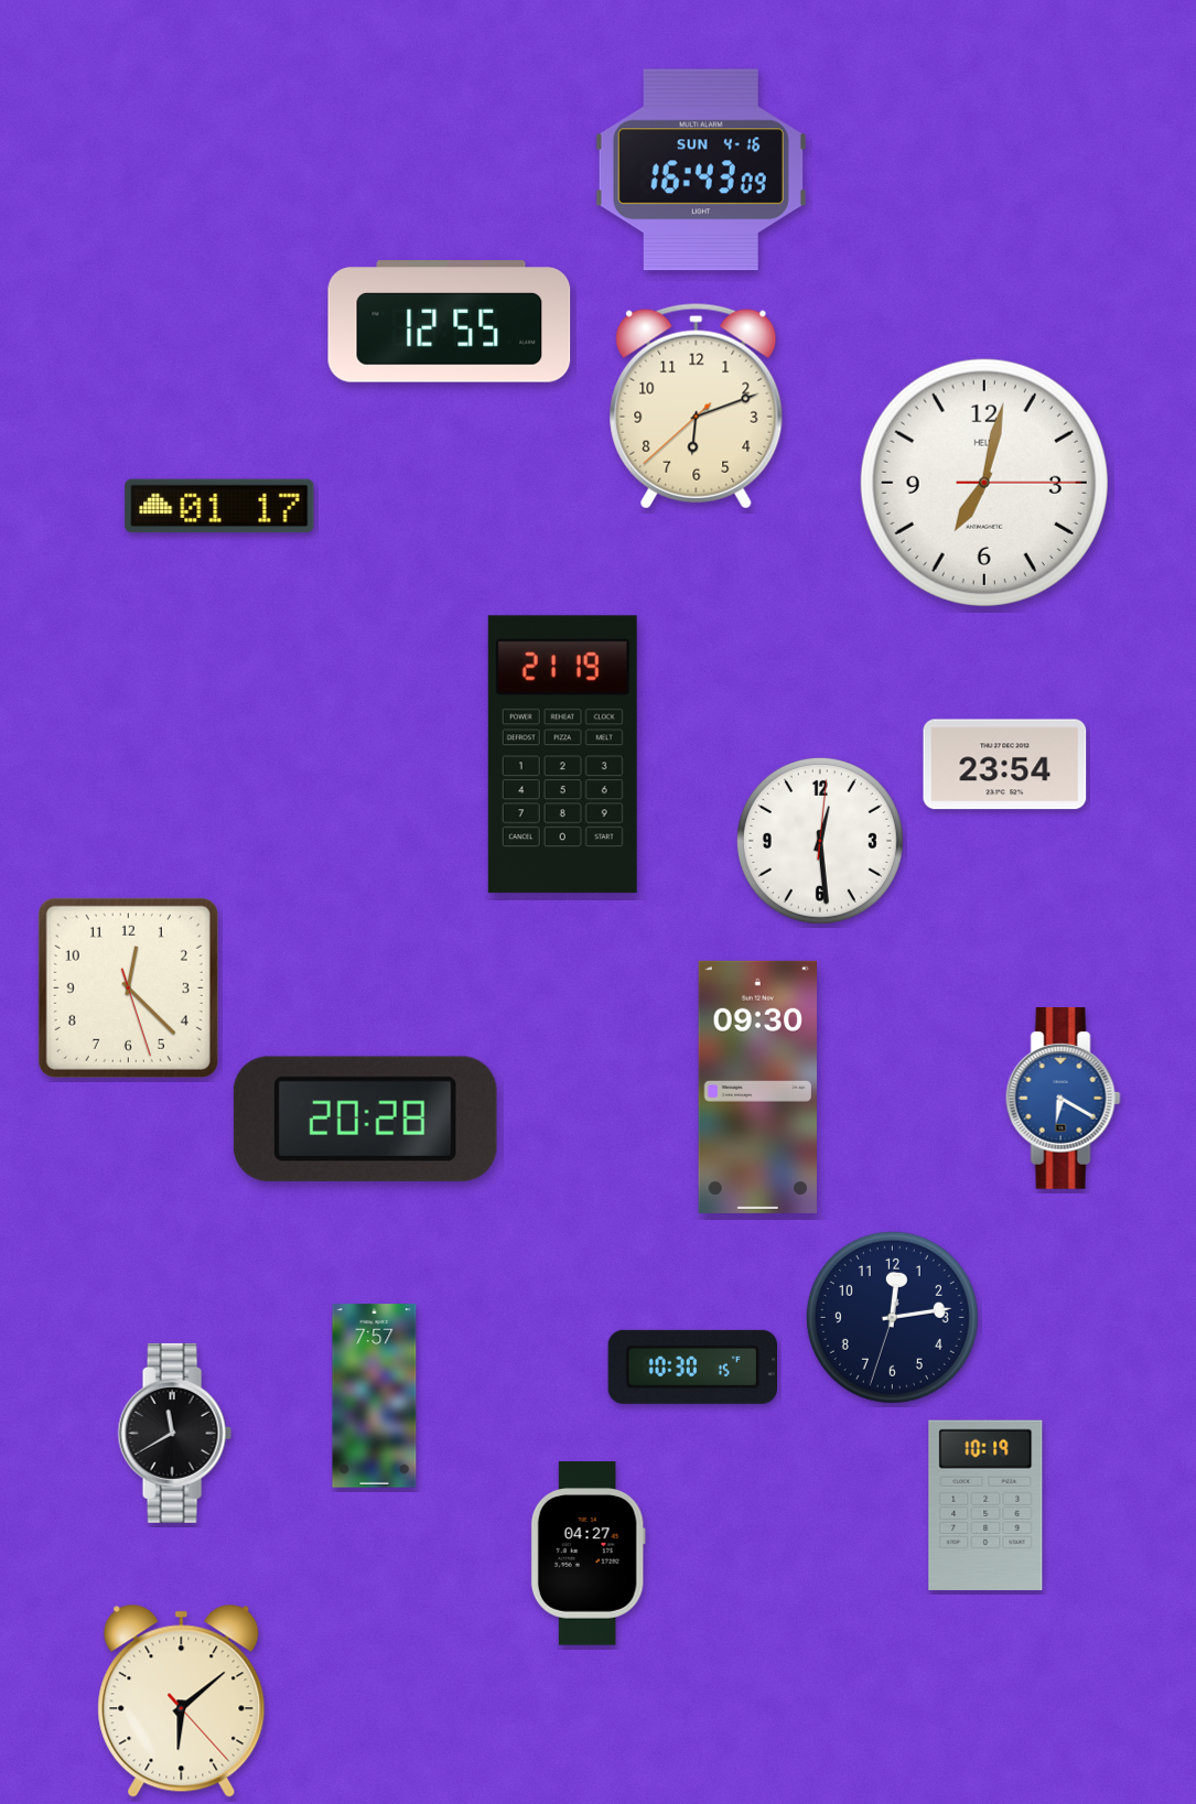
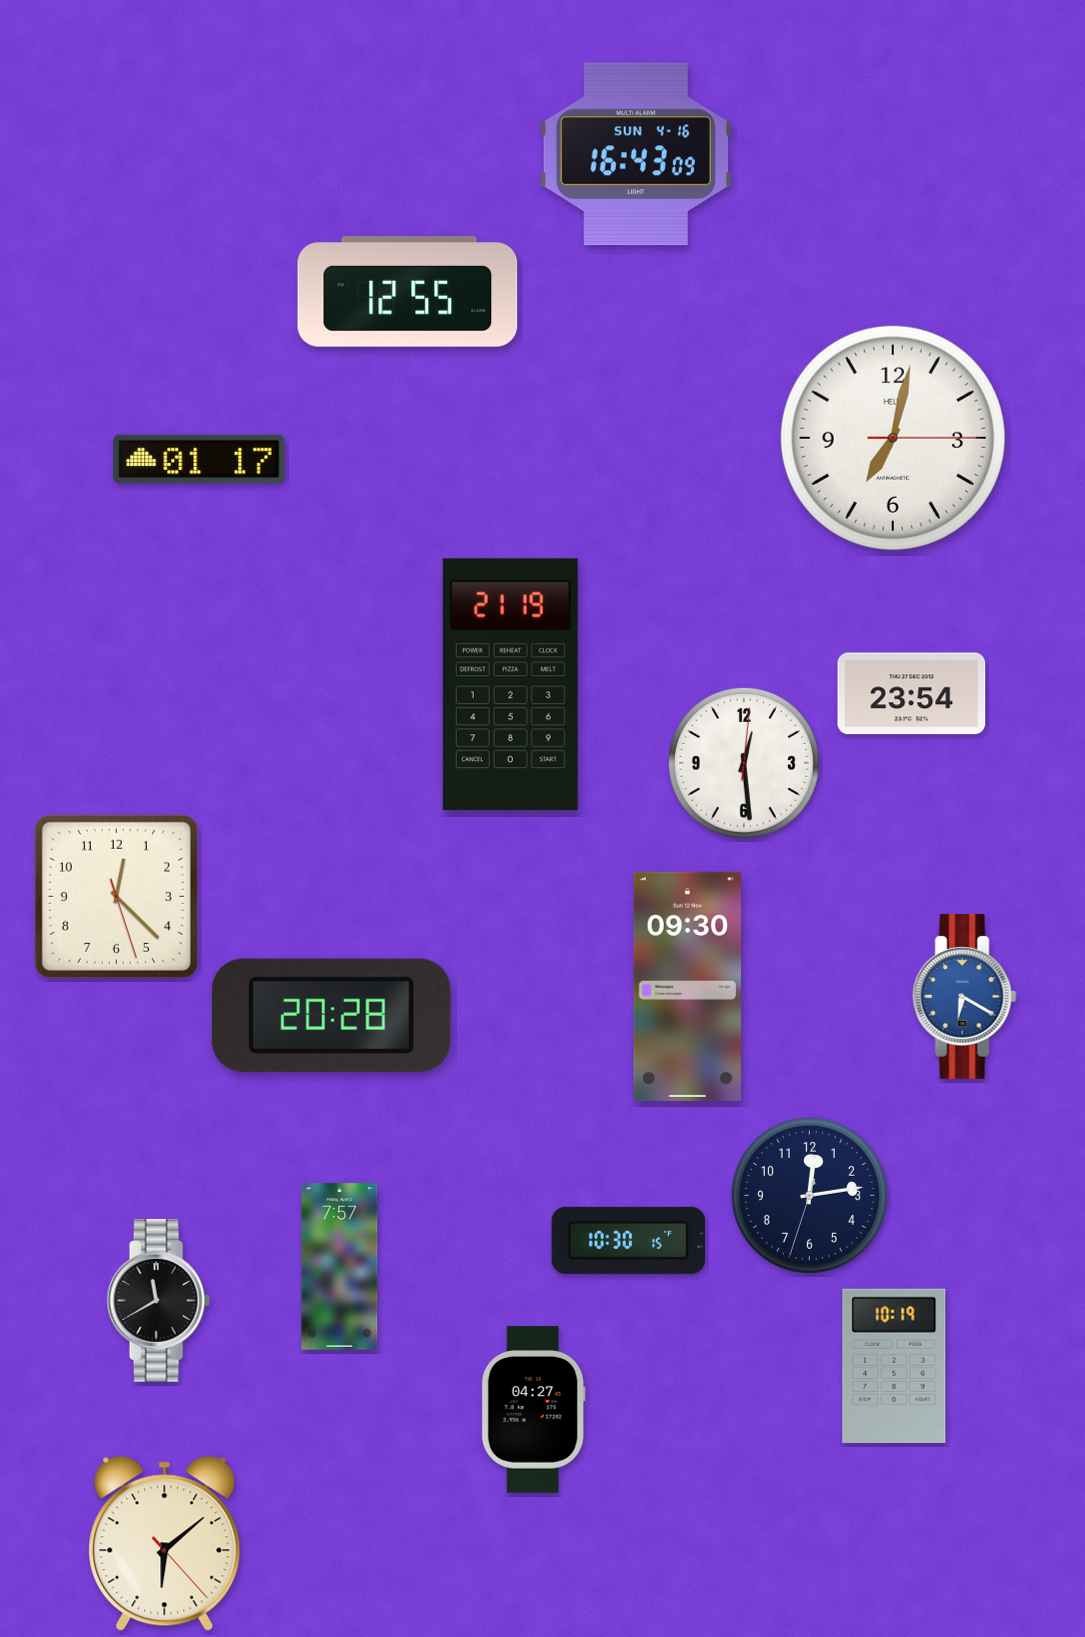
clock at (697, 406): 6:11 -> none
